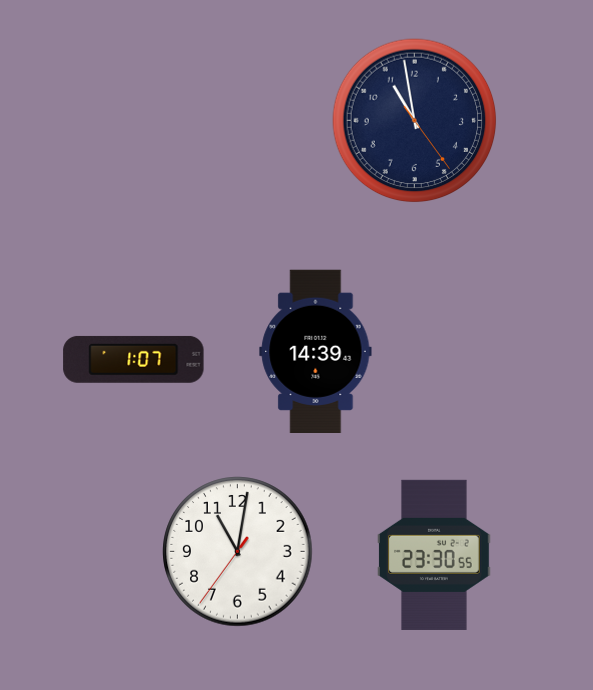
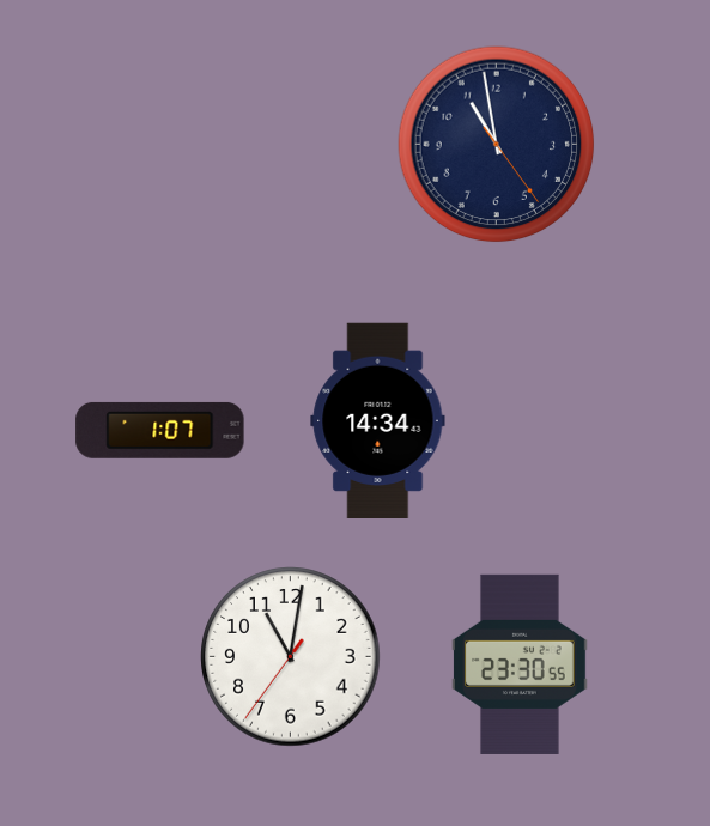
clock at (316, 351): 14:39 -> 14:34
clock at (238, 552) position: (238, 552) -> (291, 657)
